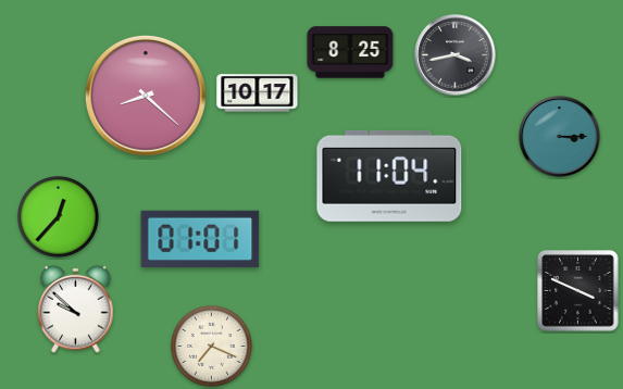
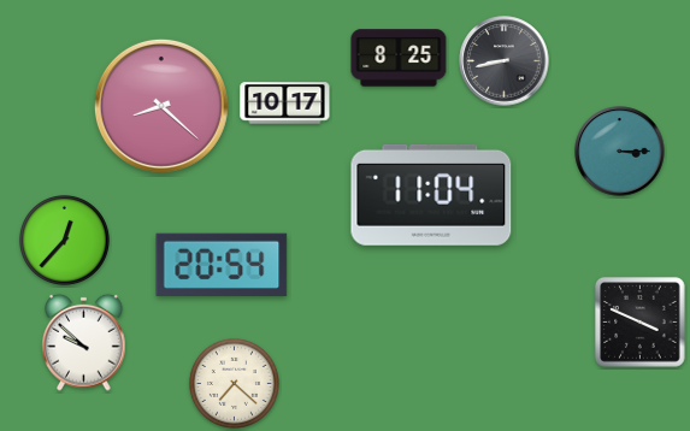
clock at (350, 52) position: (350, 52) -> (399, 58)
clock at (456, 55): 3:43 -> 8:43
clock at (200, 238): 01:01 -> 20:54
clock at (211, 346): 7:19 -> 7:22
